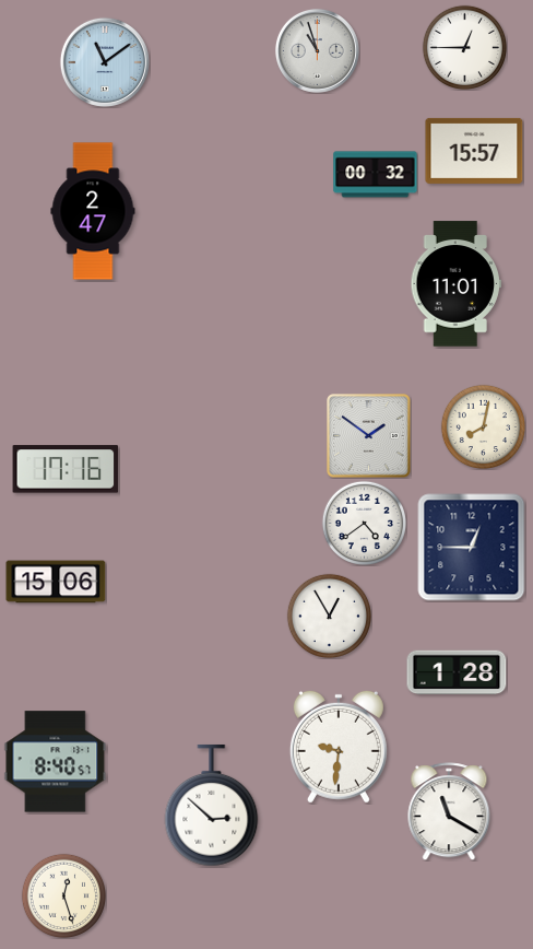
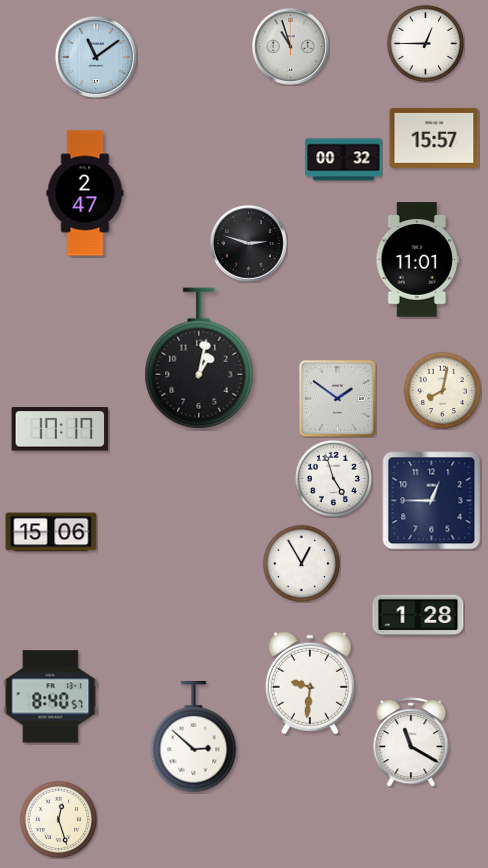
clock at (248, 243): none -> 2:48
clock at (199, 358): none -> 1:02
clock at (66, 469): 17:16 -> 17:17
clock at (364, 523): 4:39 -> 4:57
